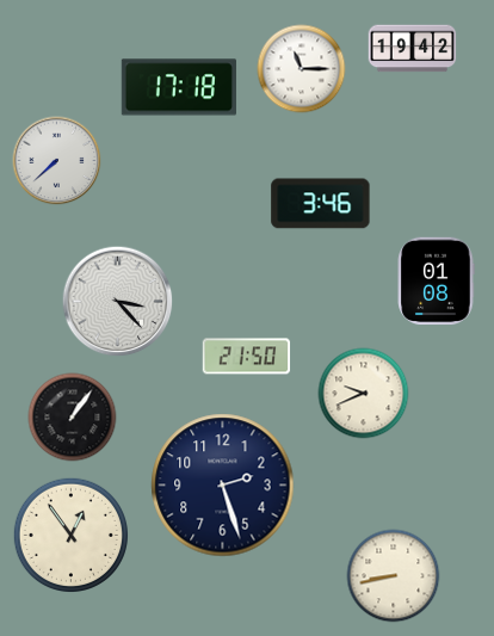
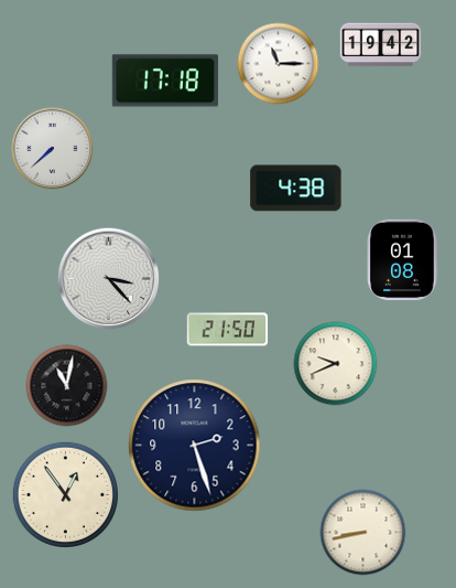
clock at (321, 204): 3:46 -> 4:38
clock at (73, 418): 1:06 -> 11:02
clock at (223, 486) position: (223, 486) -> (195, 446)
